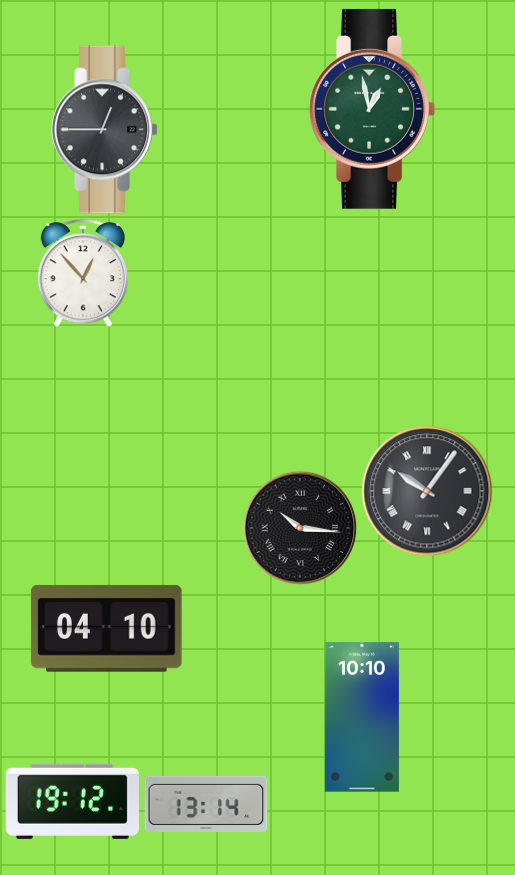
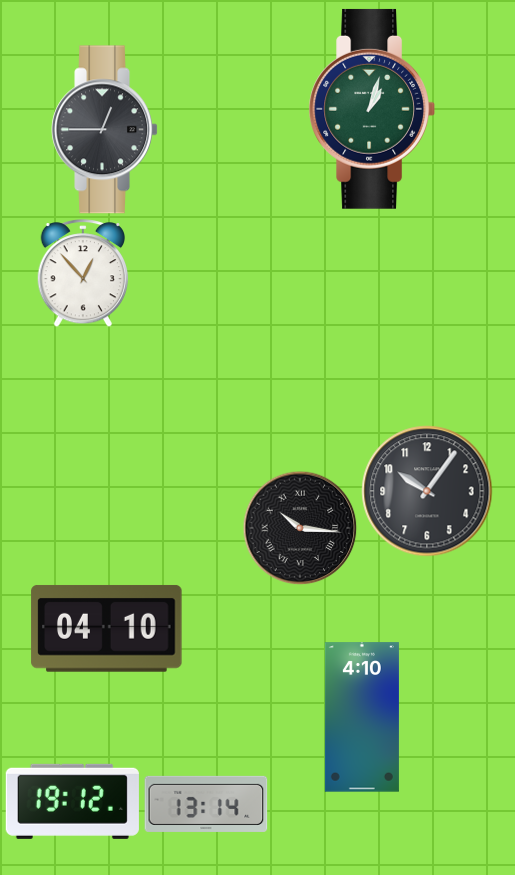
clock at (371, 109): 12:58 -> 1:03
clock at (427, 491) numerals: Roman -> Arabic
clock at (362, 717): 10:10 -> 4:10
